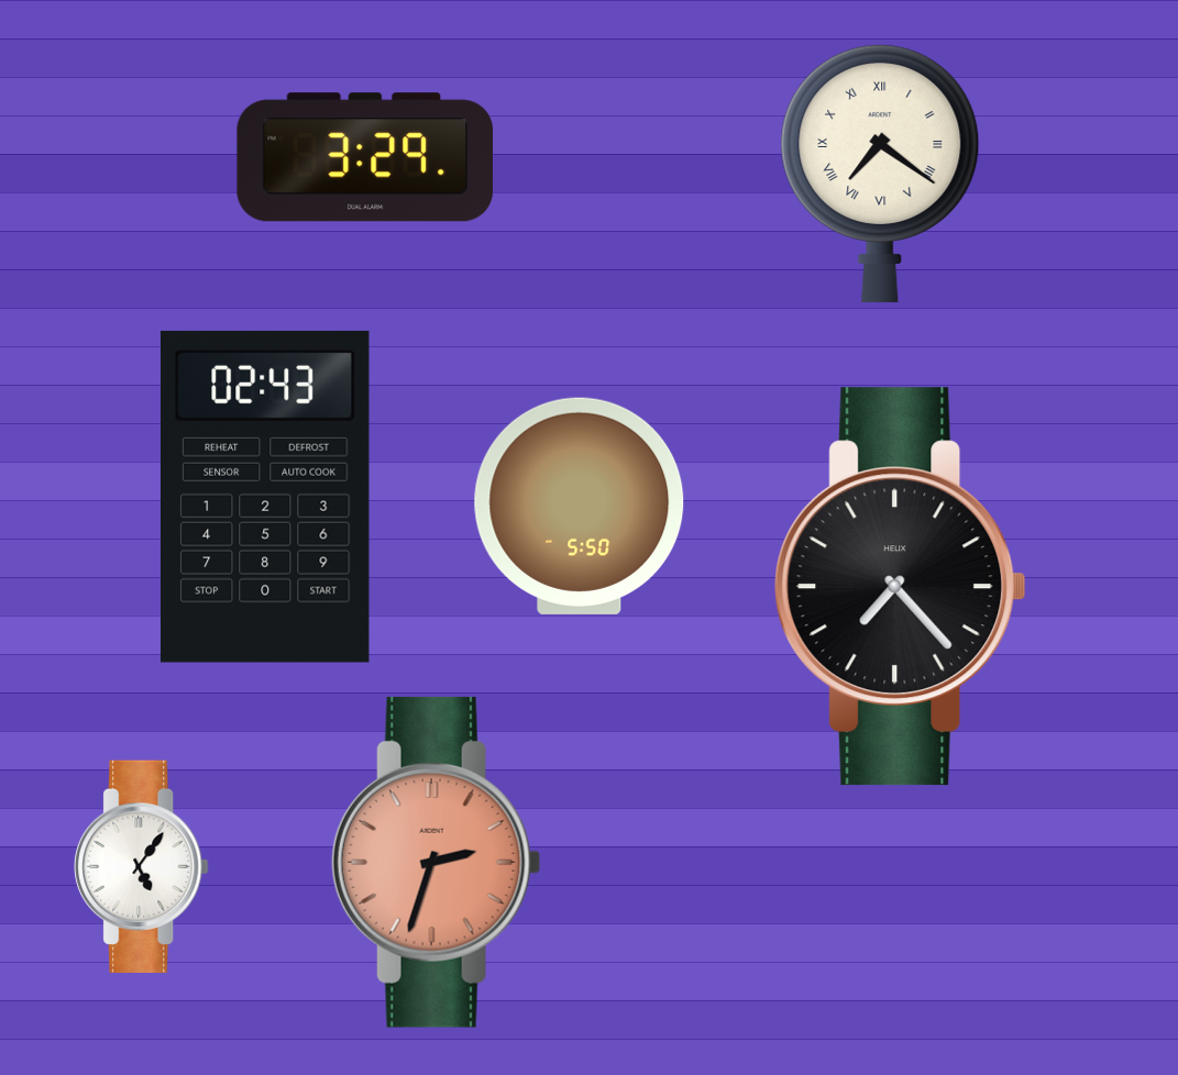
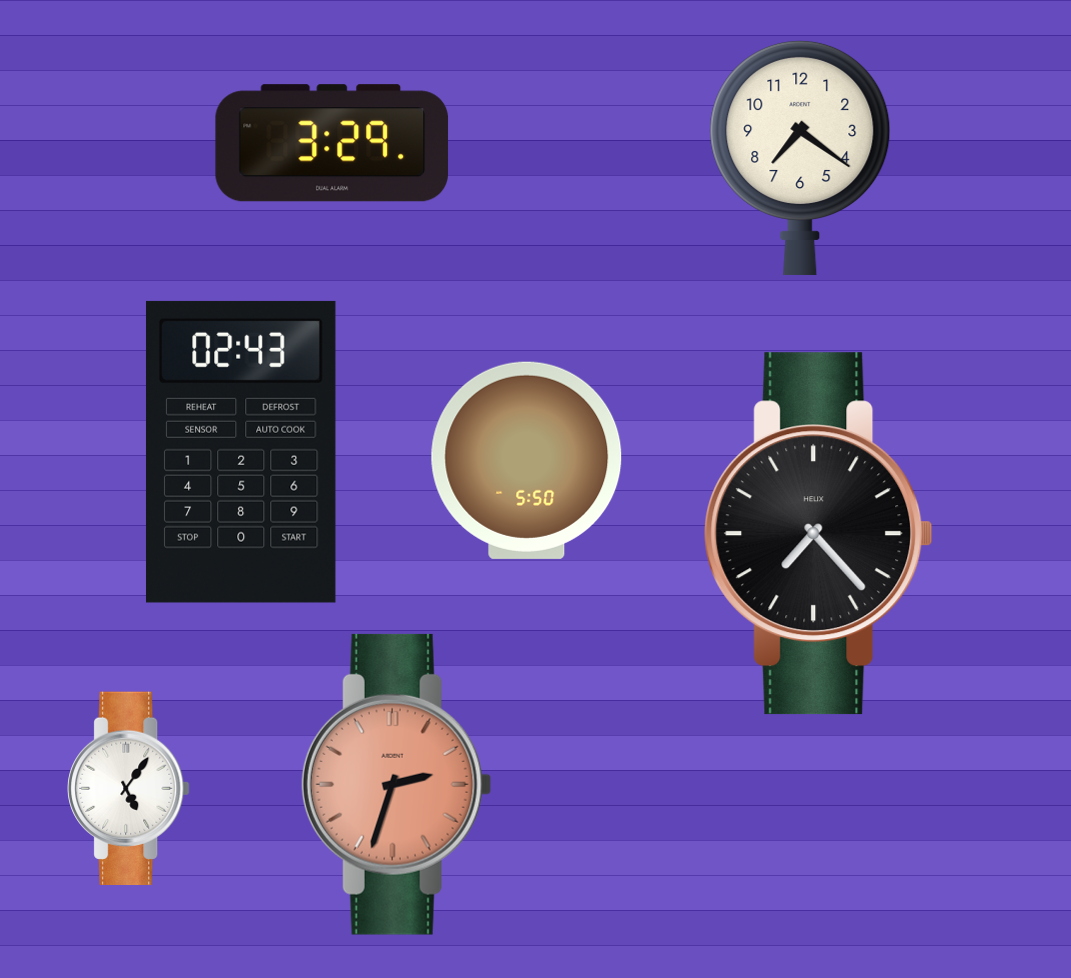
clock at (880, 174) numerals: Roman -> Arabic
